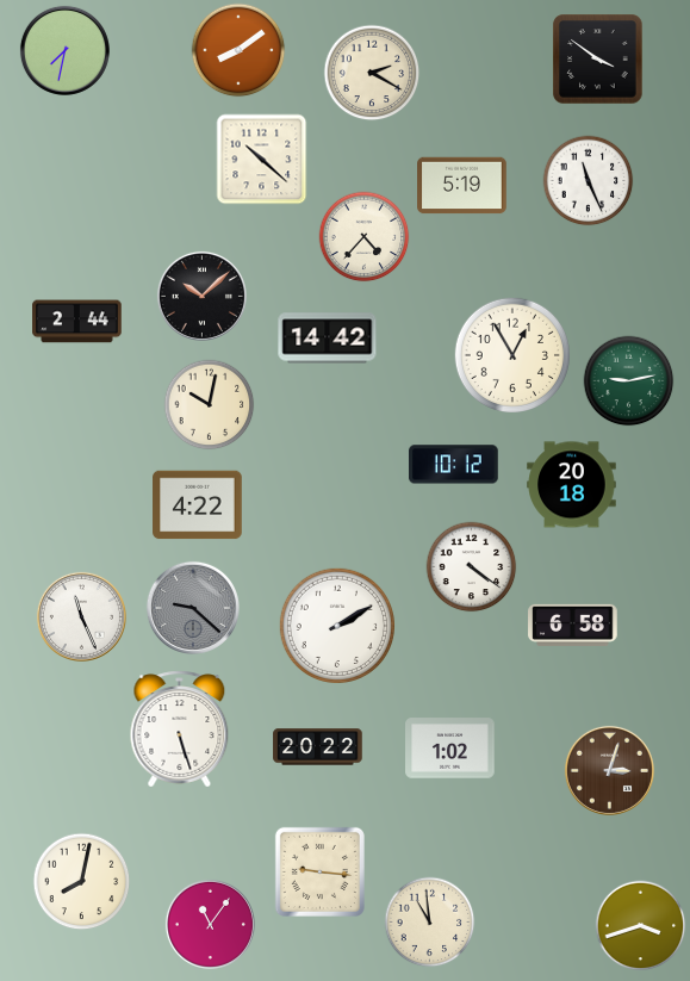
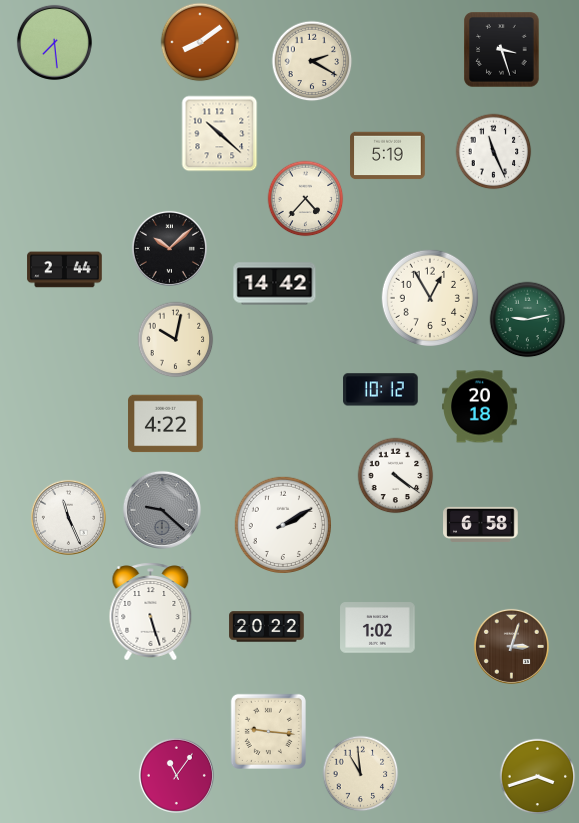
clock at (64, 50): 7:32 -> 7:29
clock at (598, 60): 3:51 -> 3:27
clock at (82, 882): 8:02 -> none
